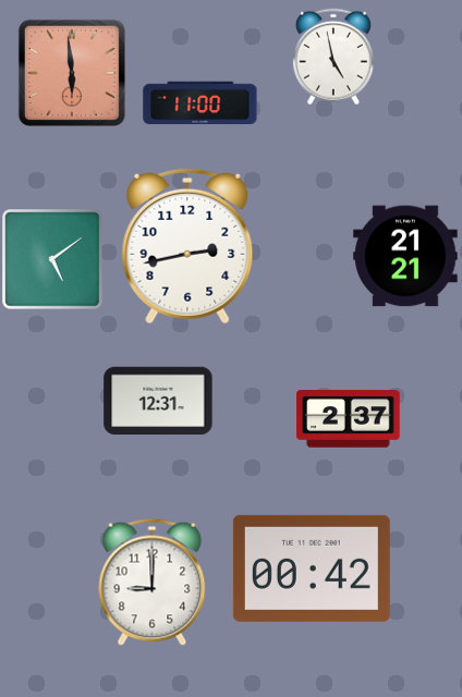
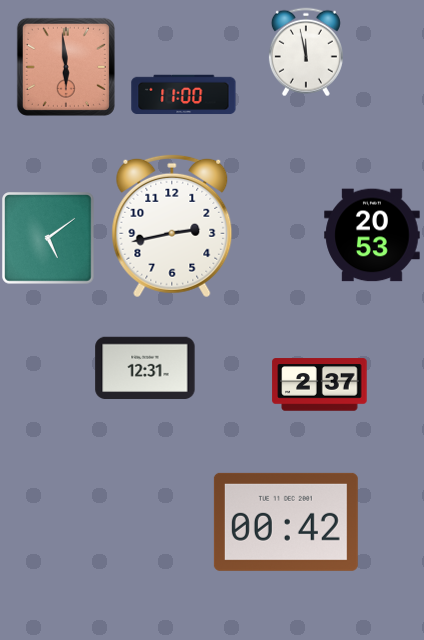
clock at (333, 57): 4:58 -> 11:58
clock at (405, 256): 21:21 -> 20:53
clock at (153, 582): 9:00 -> none
